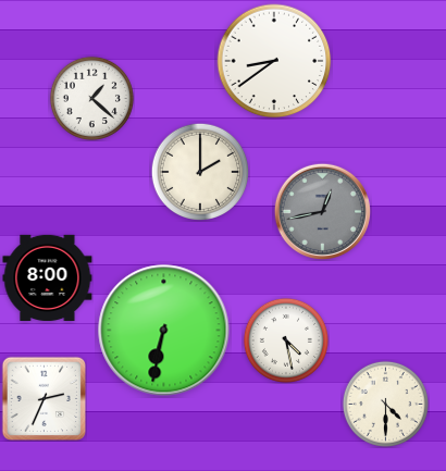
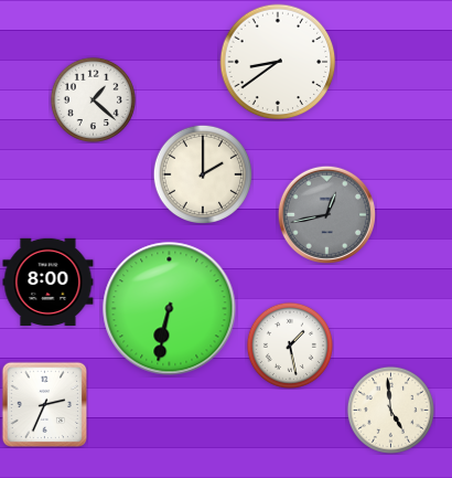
clock at (164, 331) position: (164, 331) -> (170, 309)
clock at (286, 340): 4:28 -> 1:28
clock at (385, 404): 4:30 -> 4:59
